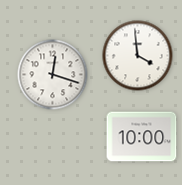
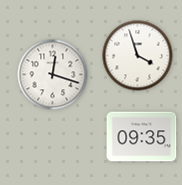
clock at (138, 56): 3:59 -> 3:57
clock at (142, 137): 10:00 -> 09:35
